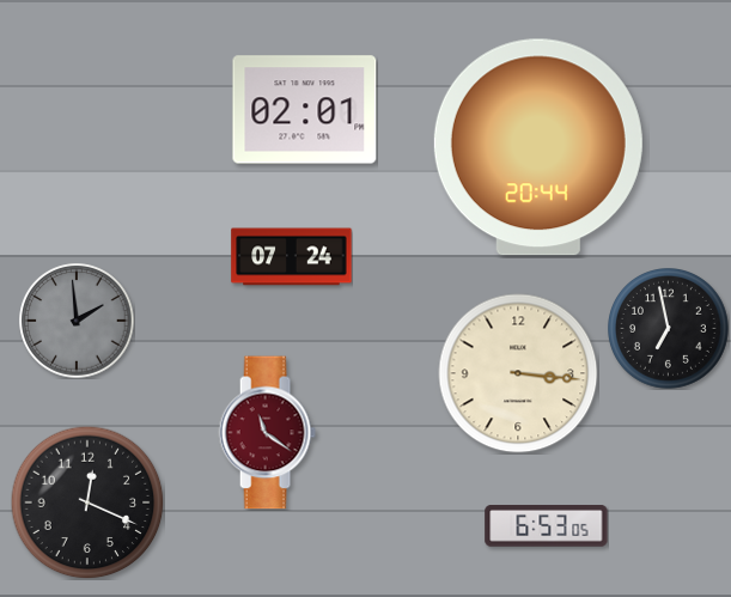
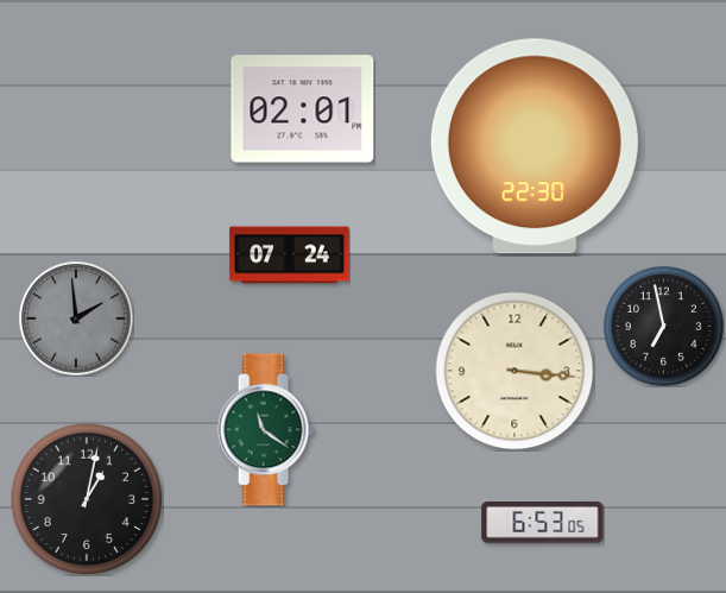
clock at (538, 147): 20:44 -> 22:30
clock at (267, 433) dial: burgundy -> green
clock at (87, 502): 12:19 -> 1:02
